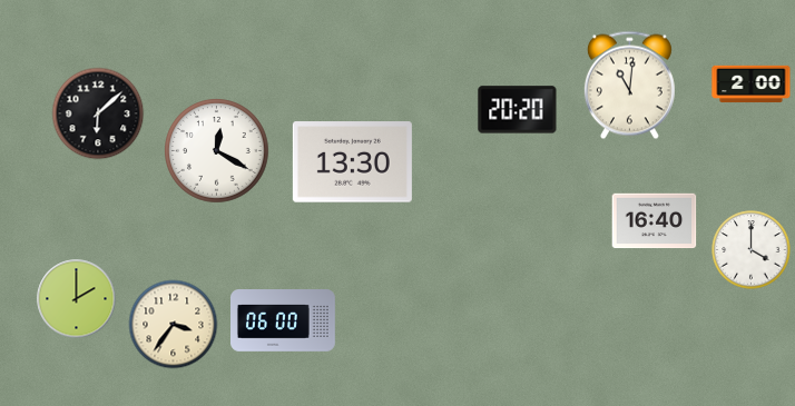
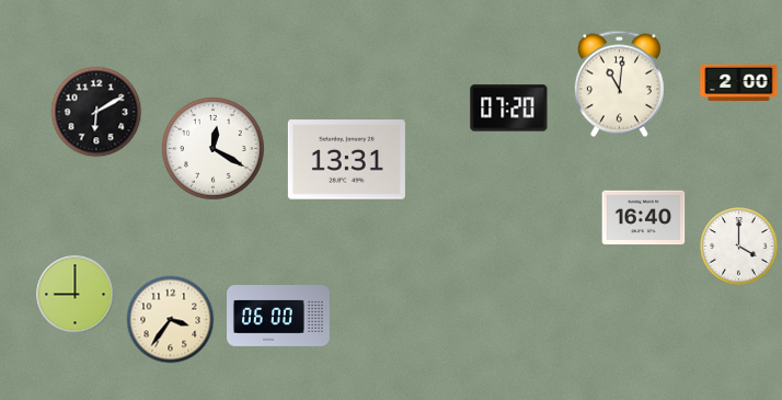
clock at (518, 110): 20:20 -> 07:20
clock at (98, 113): 6:08 -> 6:10
clock at (352, 162): 13:30 -> 13:31
clock at (77, 299): 2:00 -> 9:00
